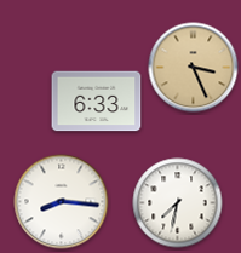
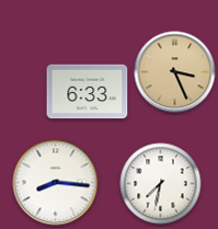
clock at (194, 68) position: (194, 68) -> (175, 72)
